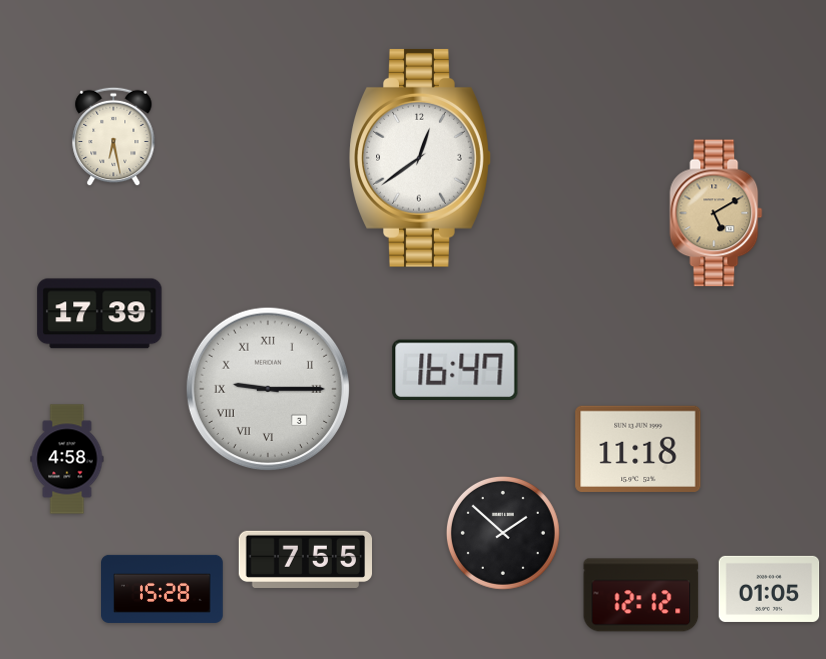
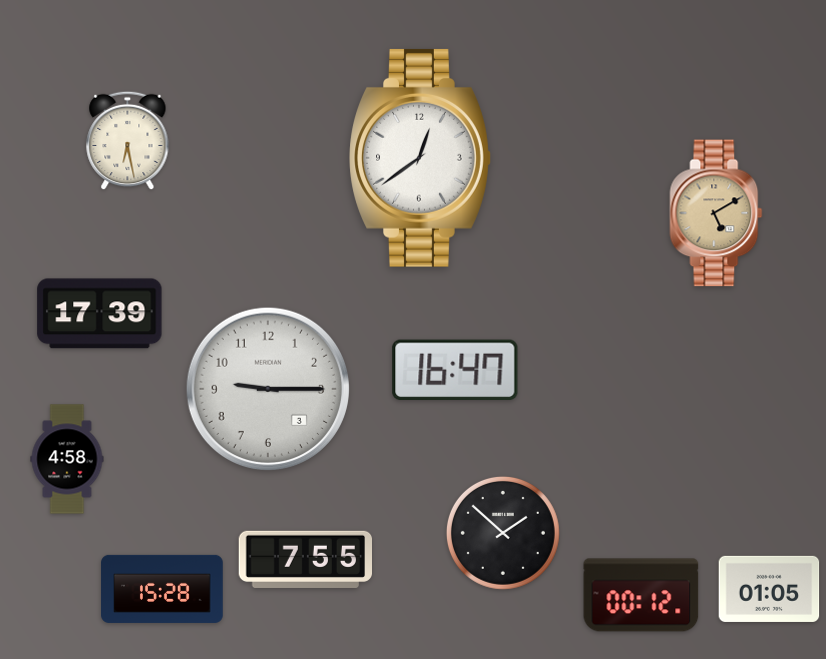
clock at (114, 137) position: (114, 137) -> (128, 141)
clock at (267, 388) numerals: Roman -> Arabic
clock at (638, 449): 11:18 -> none
clock at (641, 595): 12:12 -> 00:12
